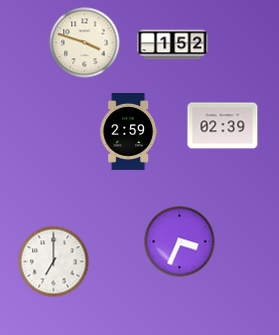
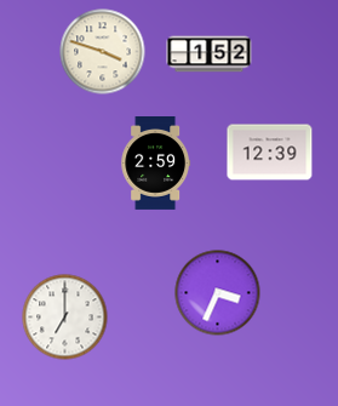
clock at (223, 126): 02:39 -> 12:39
clock at (129, 132) position: (129, 132) -> (156, 164)
